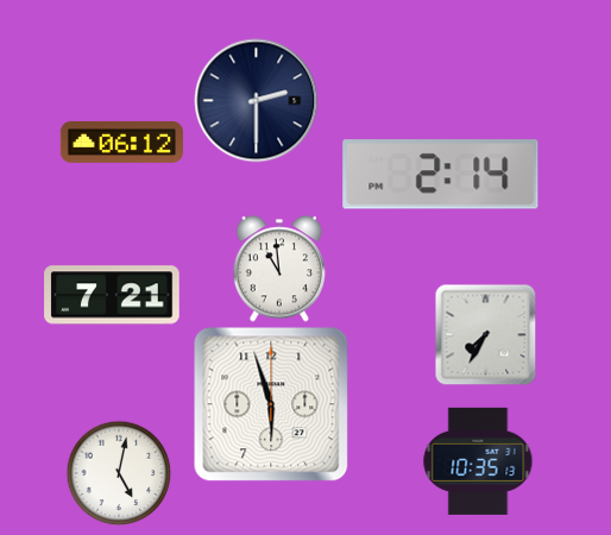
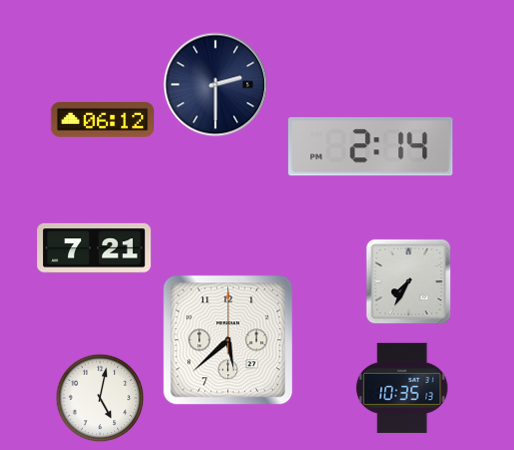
clock at (278, 269): 10:59 -> none
clock at (271, 404): 5:57 -> 5:38
